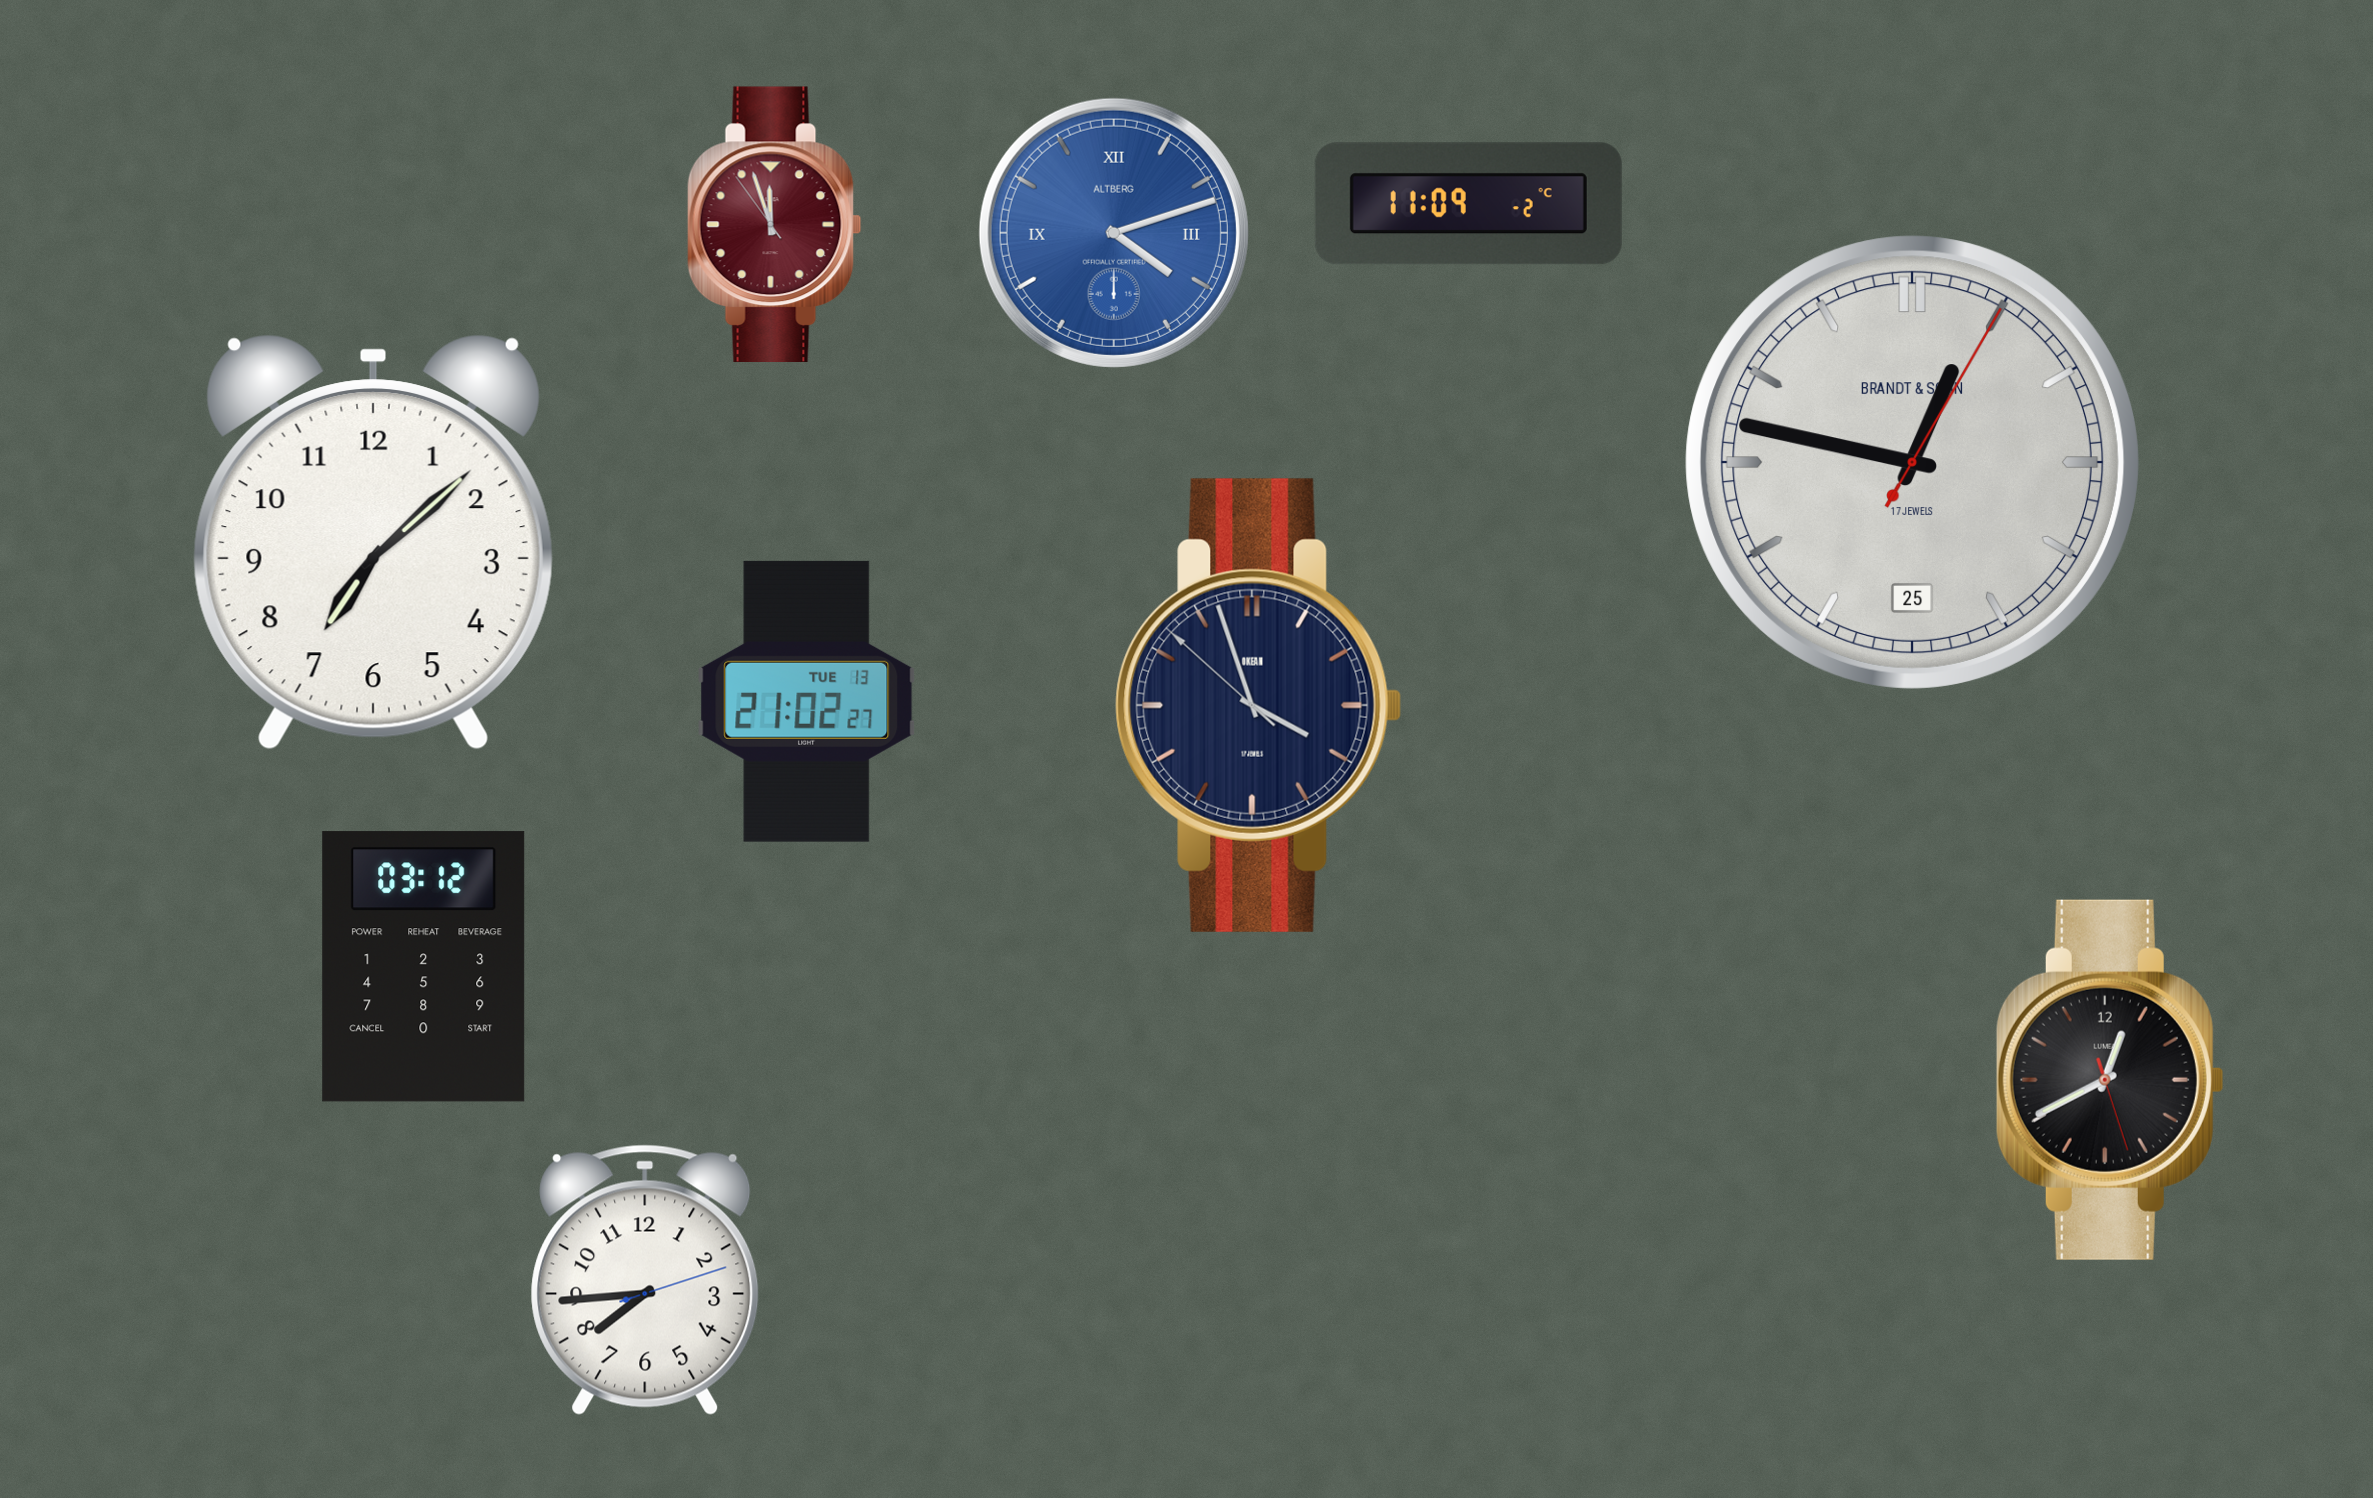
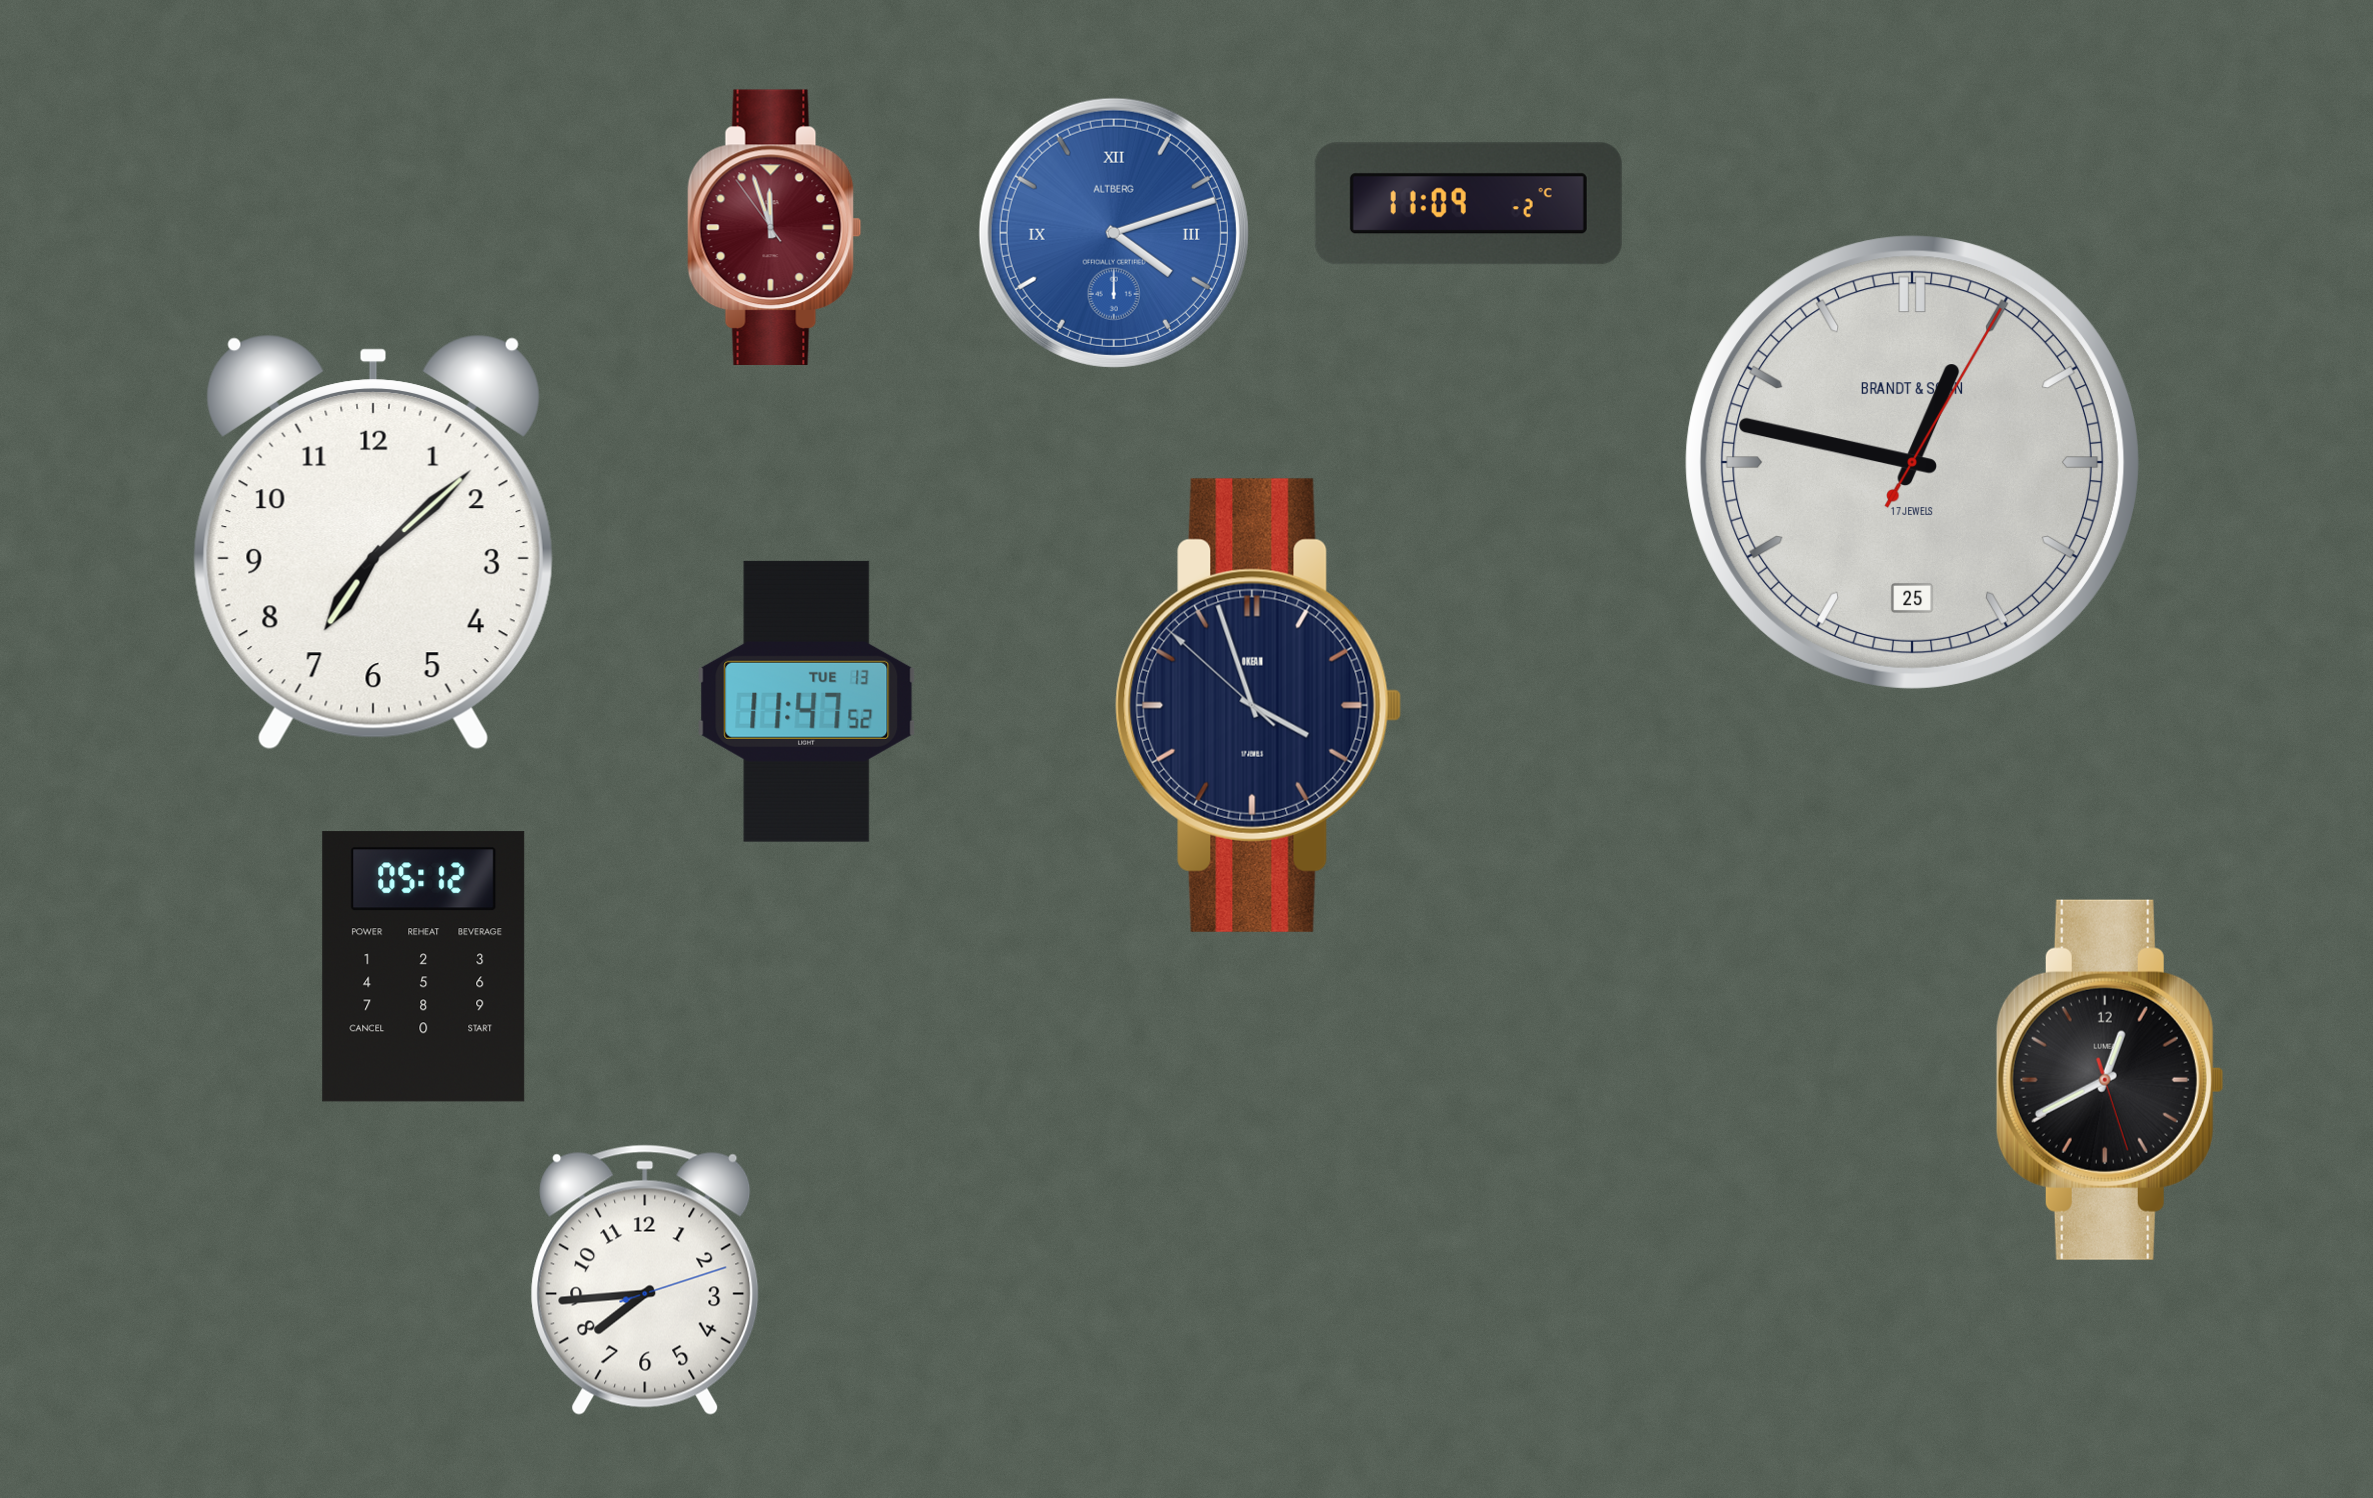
clock at (774, 224) position: (774, 224) -> (774, 227)
clock at (807, 701): 21:02 -> 11:47
clock at (424, 967): 03:12 -> 05:12
